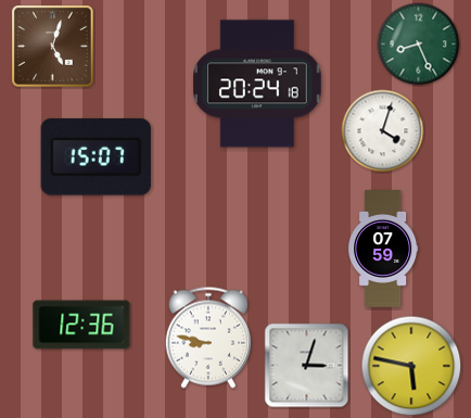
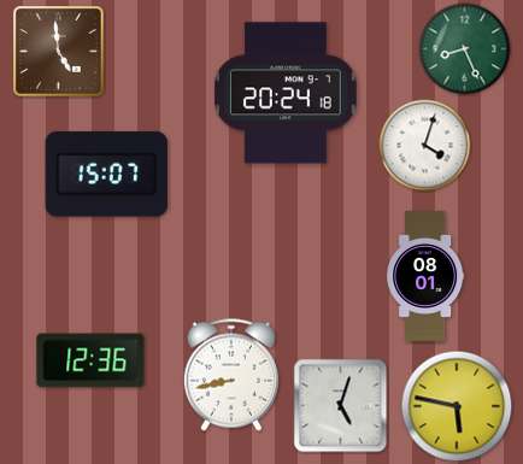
clock at (53, 47): 5:03 -> 4:59
clock at (383, 250): 07:59 -> 08:01
clock at (208, 338): 8:47 -> 8:43
clock at (307, 366): 3:03 -> 5:03
